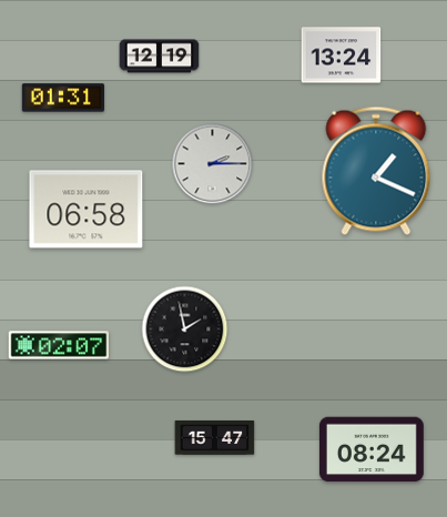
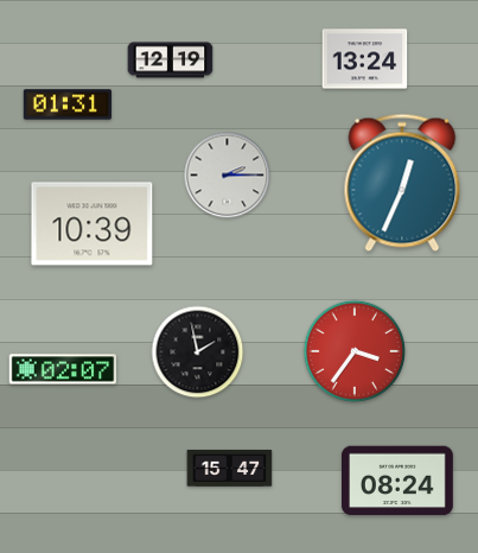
clock at (376, 171): 1:19 -> 12:34
clock at (87, 210): 06:58 -> 10:39
clock at (353, 350): none -> 3:36
